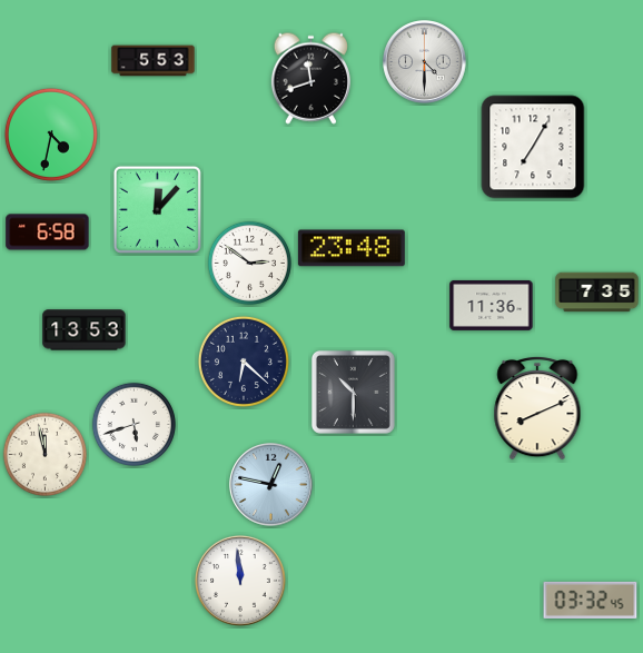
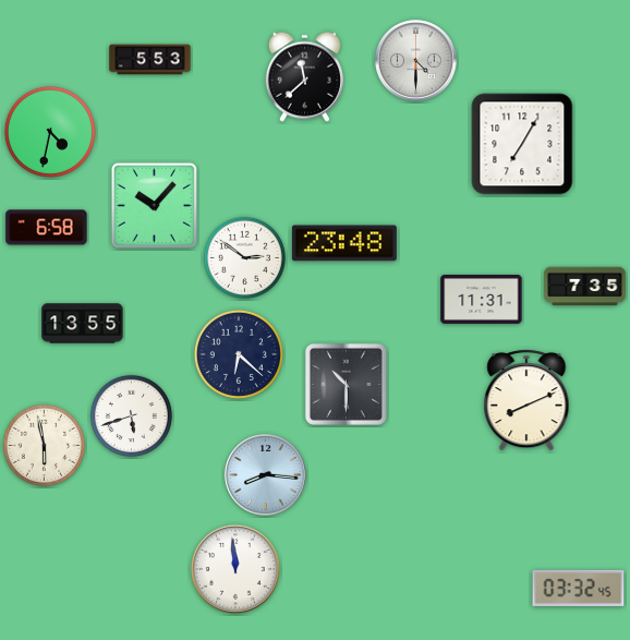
clock at (310, 78): 11:42 -> 11:38
clock at (157, 209): 12:07 -> 10:07
clock at (492, 305): 11:36 -> 11:31
clock at (85, 330): 13:53 -> 13:55
clock at (44, 454): 11:58 -> 5:58
clock at (271, 485): 12:47 -> 8:16
